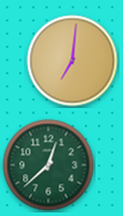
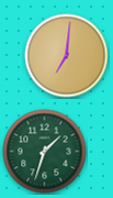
clock at (49, 166): 12:38 -> 1:33
